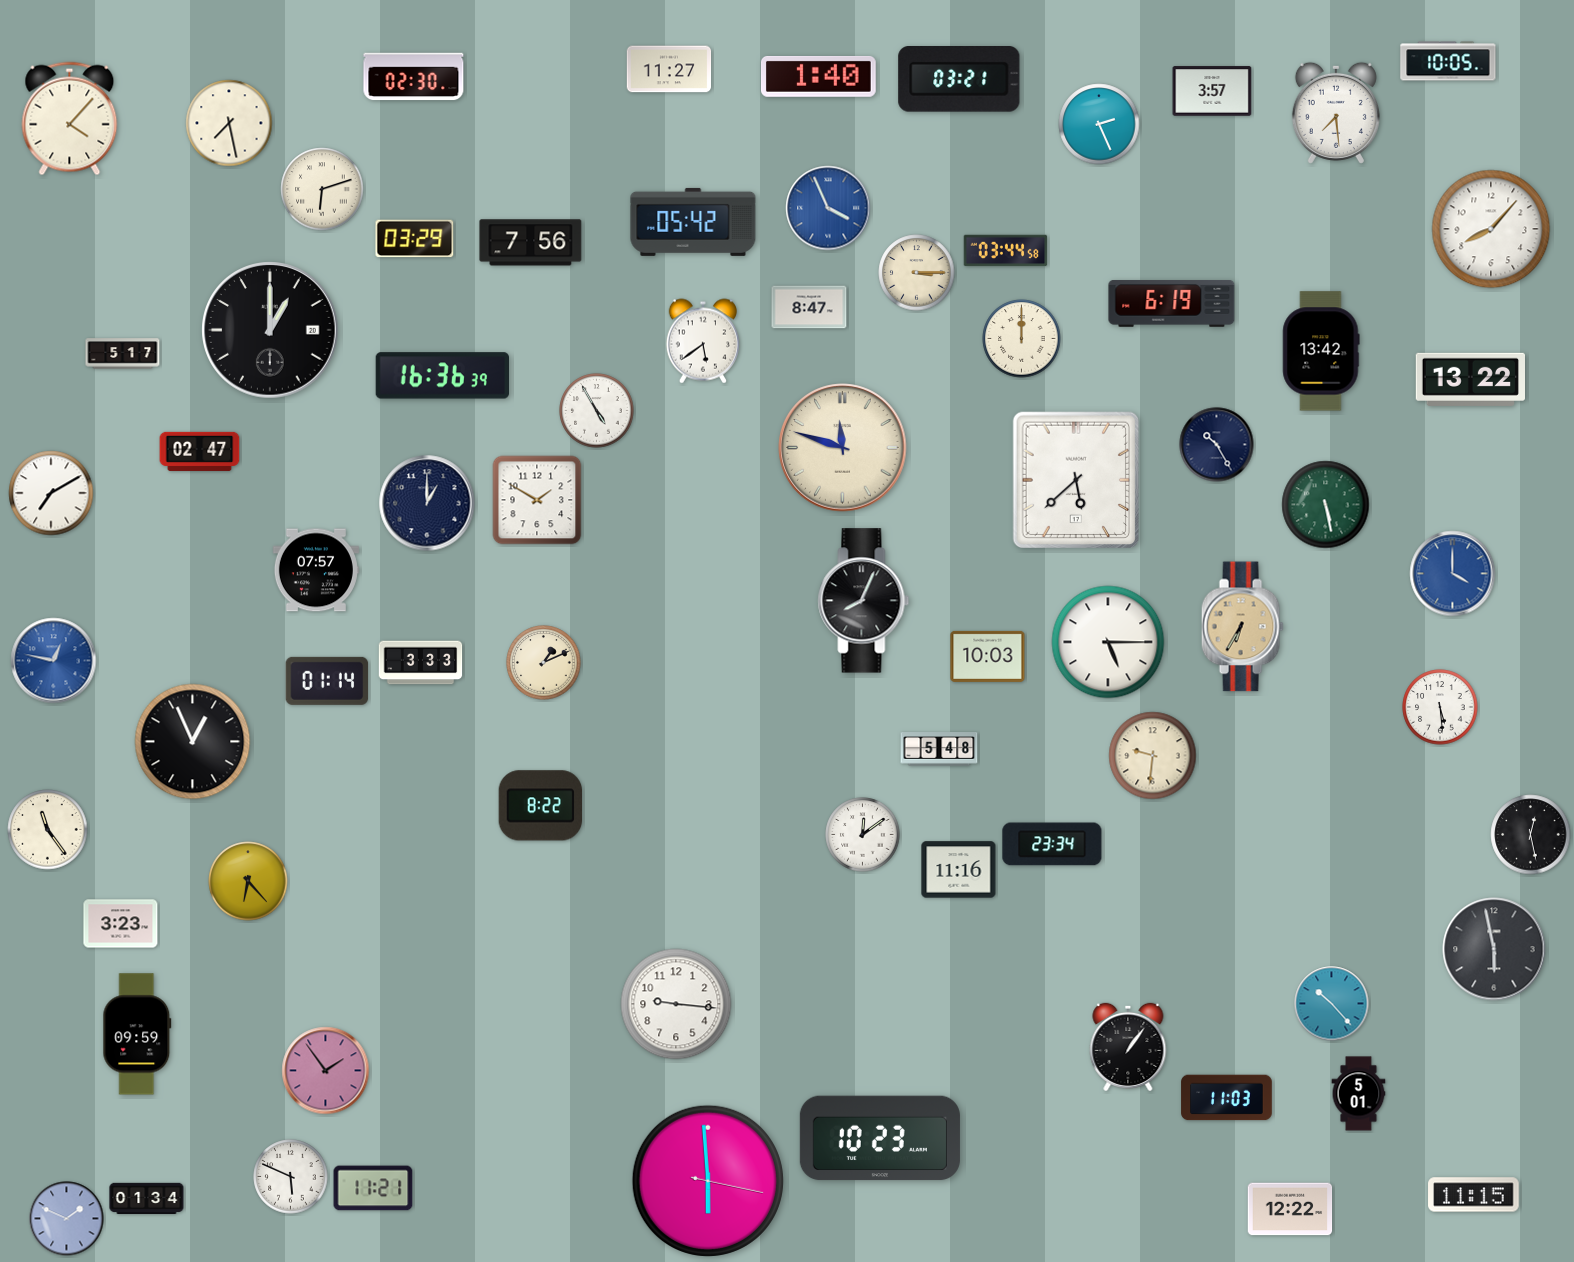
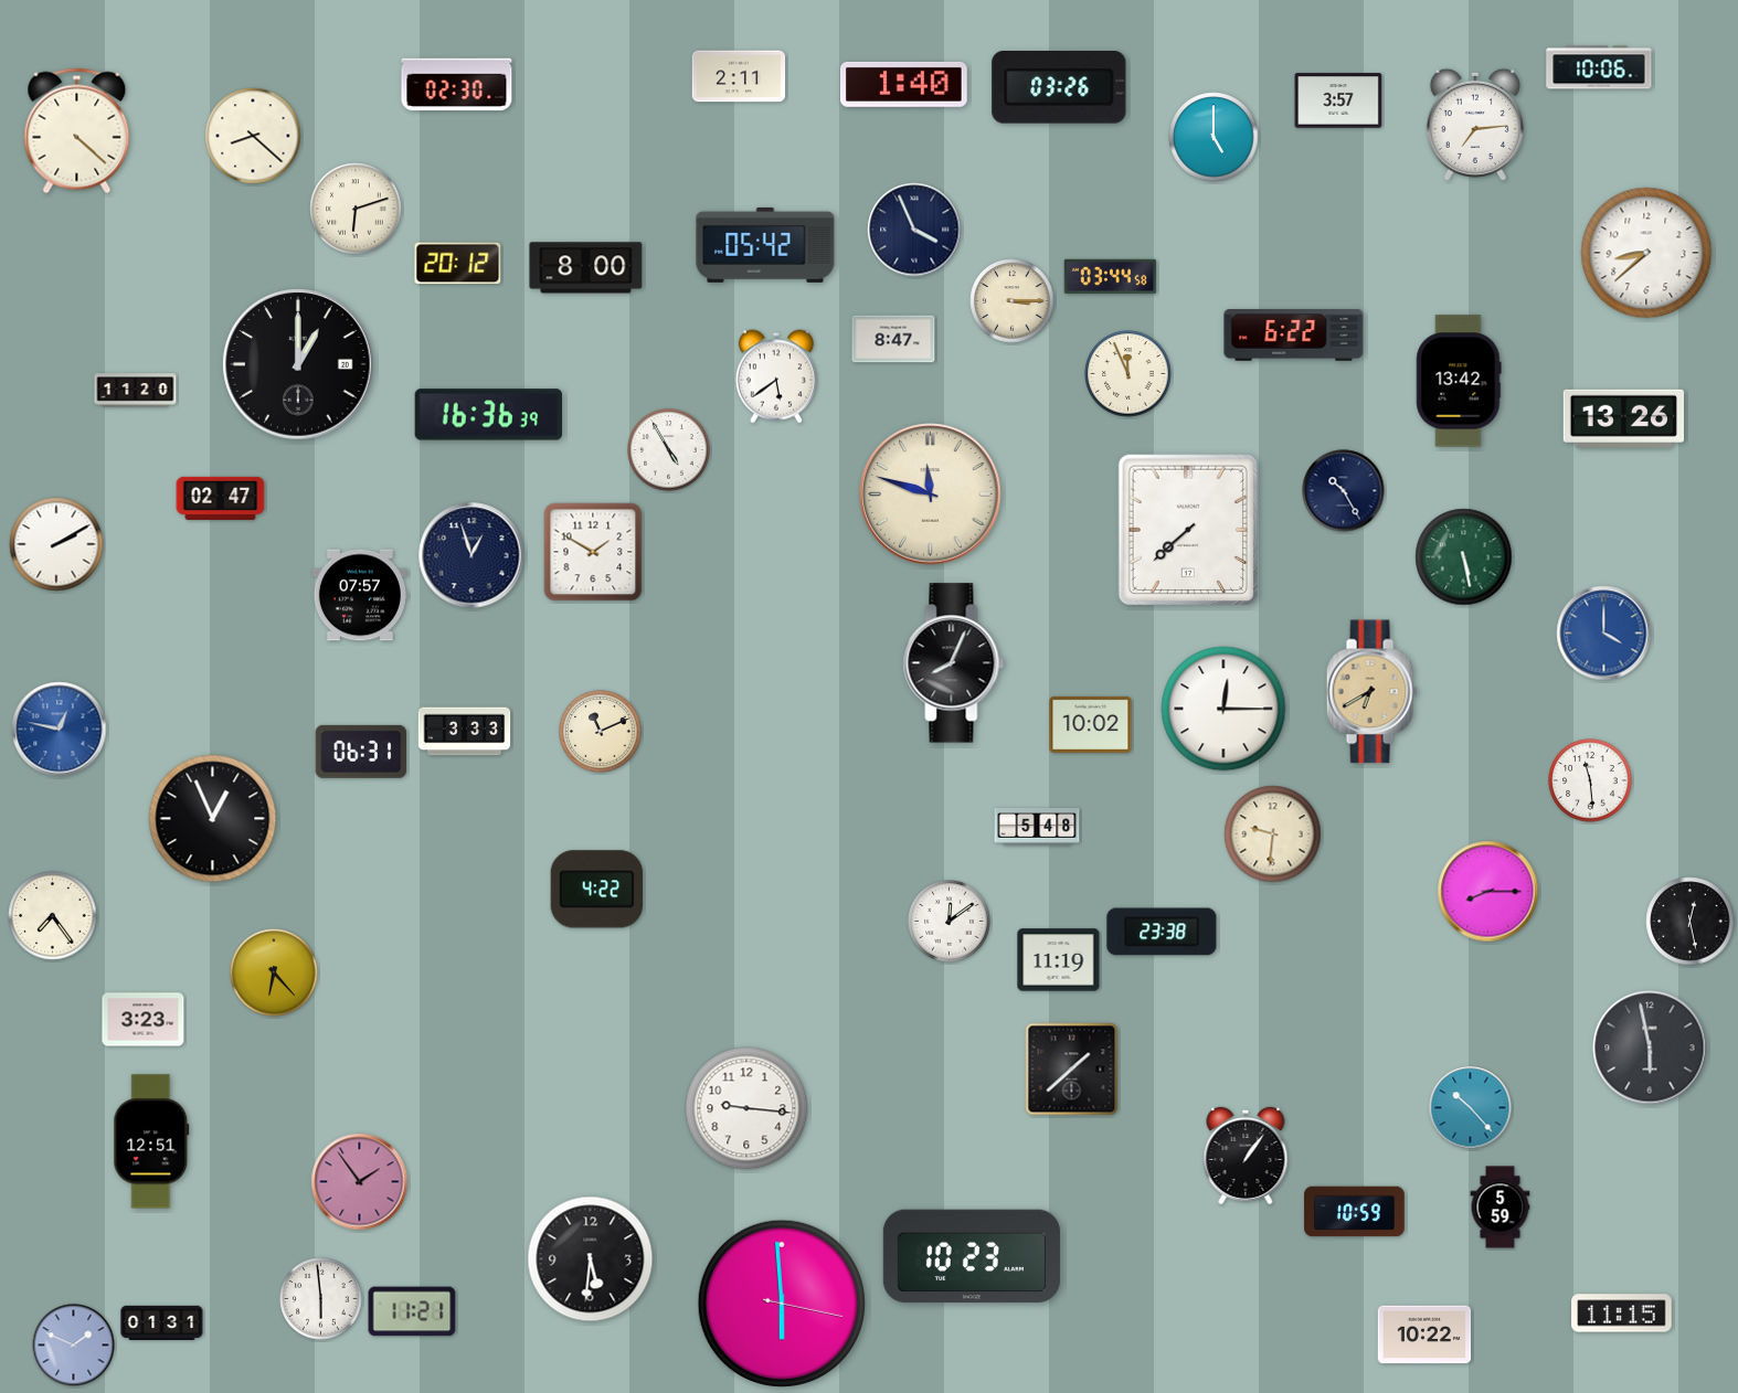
clock at (1448, 61): 10:05 -> 10:06
clock at (669, 69): 11:27 -> 2:11
clock at (959, 80): 03:21 -> 03:26
clock at (1336, 113): 7:29 -> 7:14
clock at (70, 119): 4:07 -> 4:22
clock at (229, 123): 7:28 -> 8:22
clock at (1099, 124): 2:26 -> 5:00
clock at (828, 208) dial: blue -> navy
clock at (1491, 229): 8:07 -> 8:38
clock at (415, 239): 03:29 -> 20:12
clock at (531, 243): 7:56 -> 8:00
clock at (1172, 304): 6:19 -> 6:22
clock at (1022, 339): 12:00 -> 11:56
clock at (1321, 351) position: (1321, 351) -> (1459, 381)
clock at (123, 354): 5:17 -> 11:20
clock at (1470, 379): 13:22 -> 13:26
clock at (597, 411) position: (597, 411) -> (669, 450)
clock at (1075, 479): 5:38 -> 7:38
clock at (51, 493): 7:10 -> 2:10
clock at (427, 503): 1:00 -> 12:57
clock at (316, 570) position: (316, 570) -> (360, 595)
clock at (1242, 627): 6:35 -> 6:40
clock at (1108, 642): 5:15 -> 12:15
clock at (988, 656): 10:03 -> 10:02
clock at (544, 663): 1:11 -> 11:11
clock at (327, 681): 01:14 -> 06:31
clock at (1440, 707): 5:29 -> 11:29
clock at (540, 806): 8:22 -> 4:22
clock at (1488, 892): none -> 8:15
clock at (48, 830): 11:24 -> 7:24
clock at (863, 835) position: (863, 835) -> (950, 922)
clock at (1052, 844): 23:34 -> 23:38
clock at (959, 870): 11:16 -> 11:19
clock at (121, 924) position: (121, 924) -> (144, 1020)
clock at (1072, 1070): none -> 1:38
clock at (137, 1034): 09:59 -> 12:51
clock at (1359, 1094): 5:01 -> 5:59
clock at (1227, 1098): 11:03 -> 10:59
clock at (591, 1259): none -> 5:31
clock at (291, 1177): 5:49 -> 5:59
clock at (1474, 1195) position: (1474, 1195) -> (1622, 1314)
clock at (147, 1198): 01:34 -> 01:31
clock at (1290, 1209): 12:22 -> 10:22
